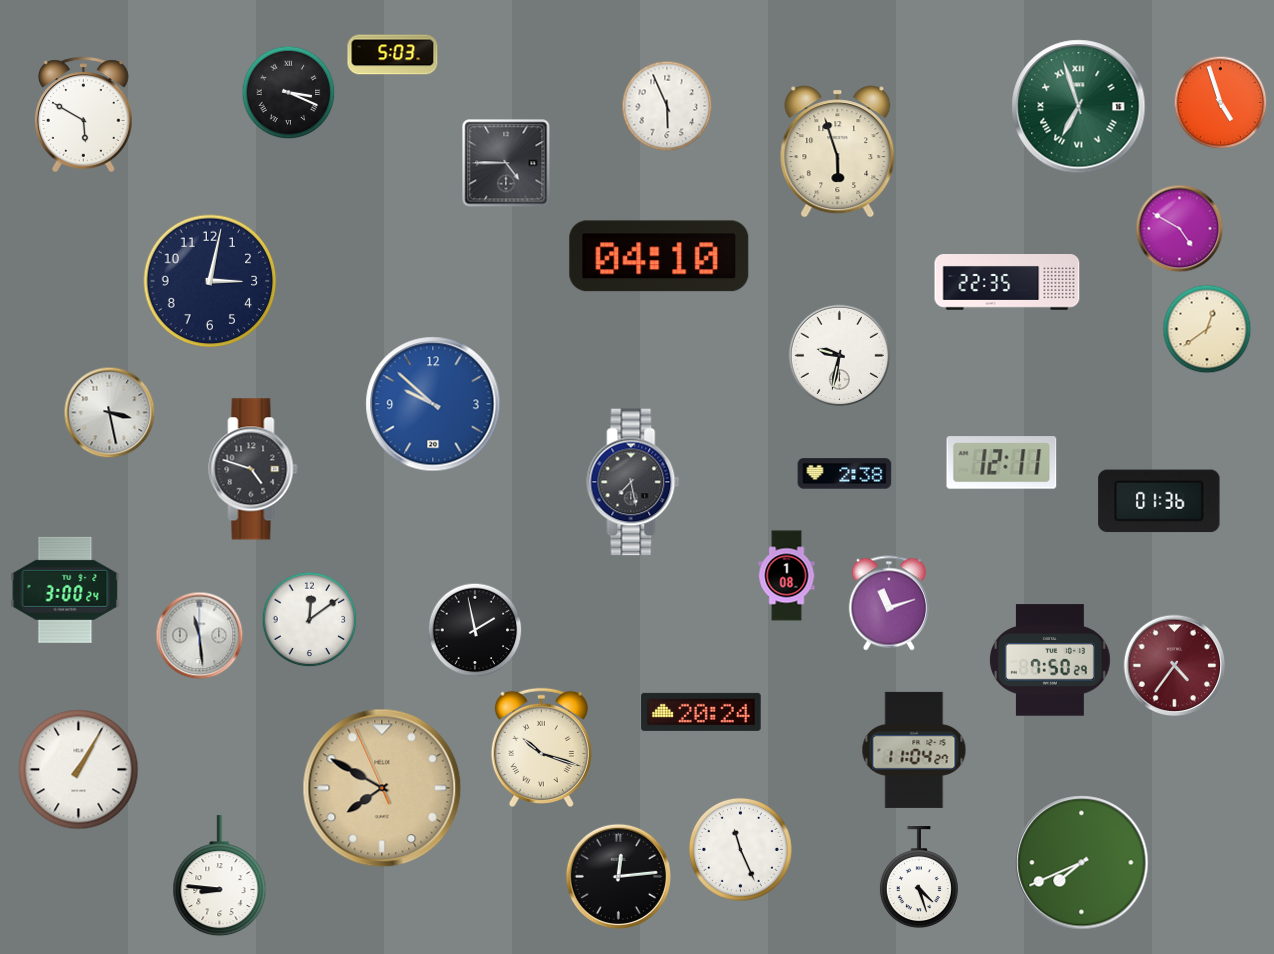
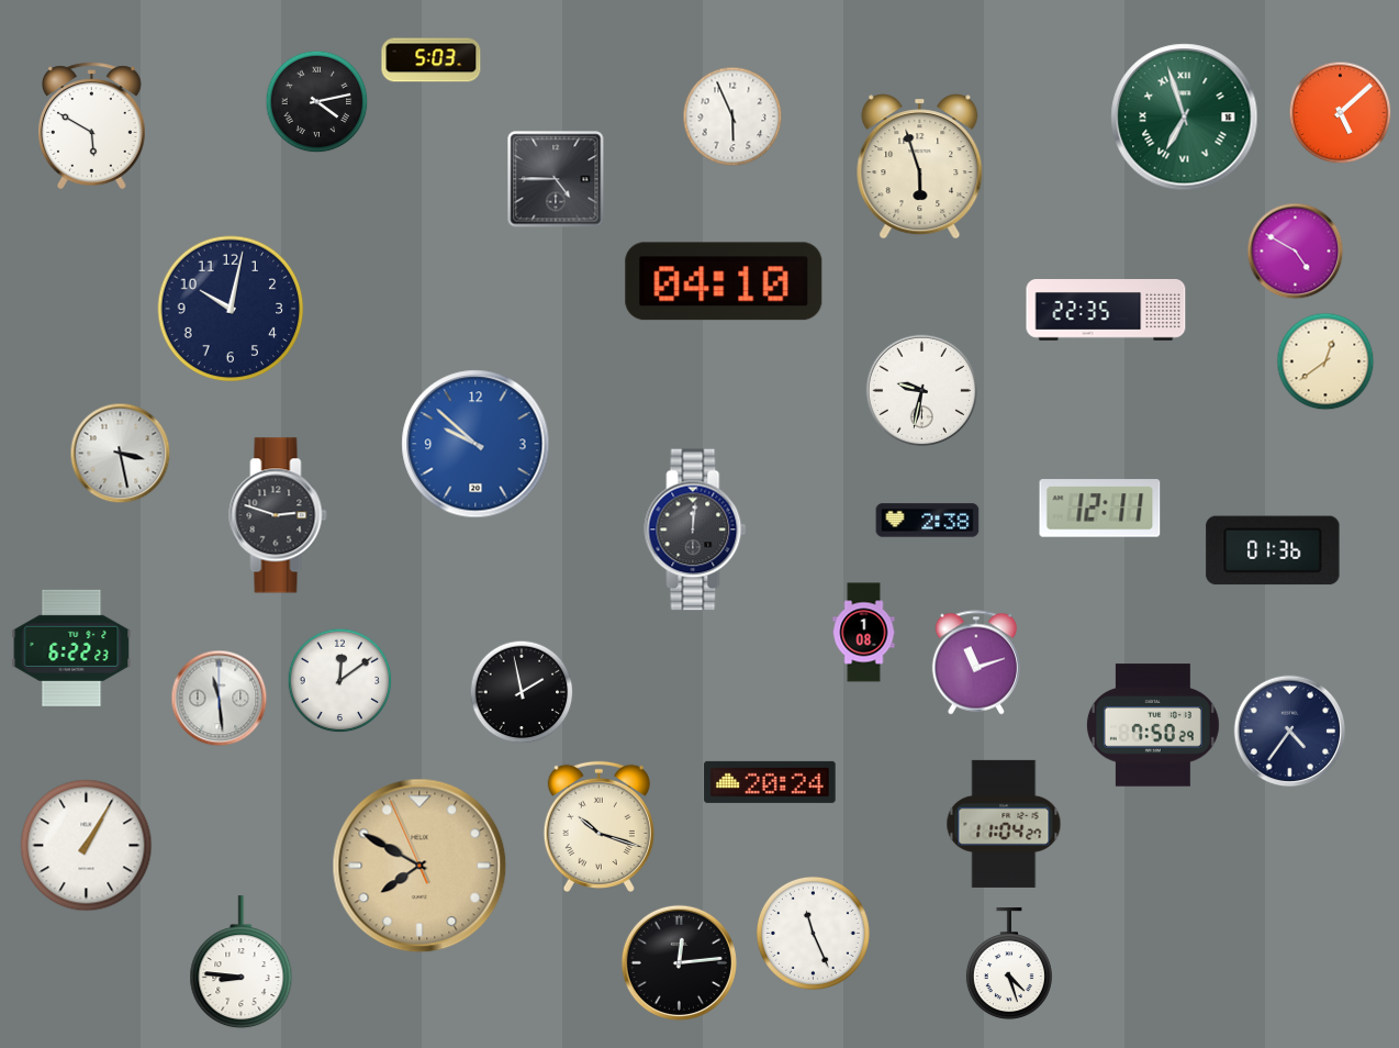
clock at (289, 93): 3:19 -> 4:13
clock at (1221, 103): 4:57 -> 5:08
clock at (210, 281): 3:02 -> 10:02
clock at (253, 469): 4:48 -> 2:48
clock at (633, 482): 7:28 -> 12:01
clock at (65, 590): 3:00 -> 6:22
clock at (1175, 666) dial: burgundy -> navy
clock at (541, 747) position: (541, 747) -> (598, 826)
clock at (1082, 863): 7:41 -> none
